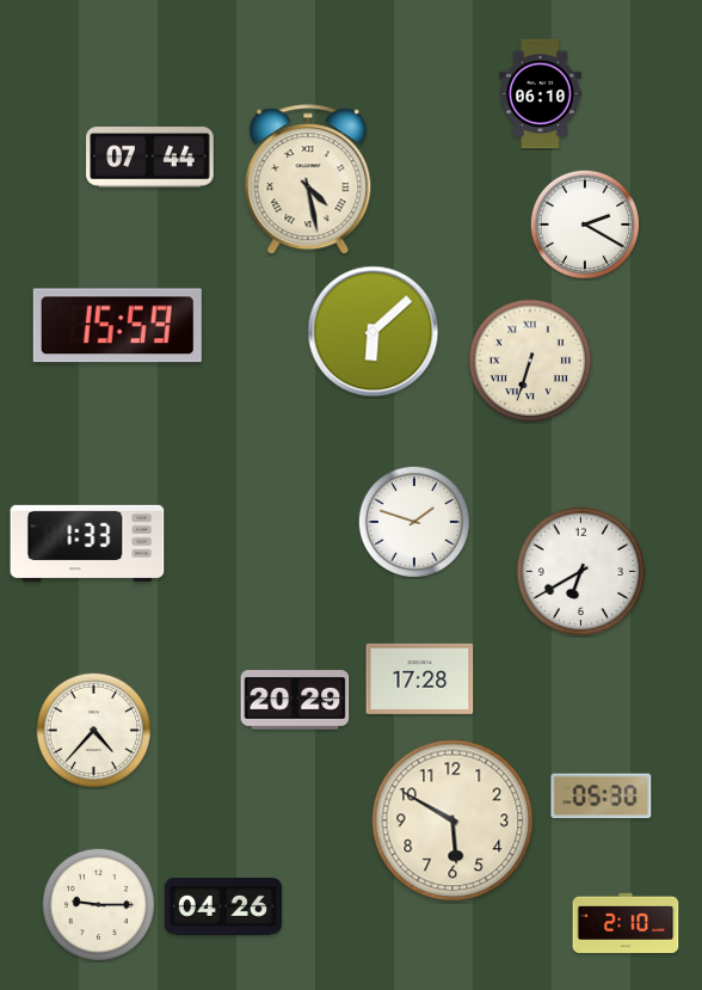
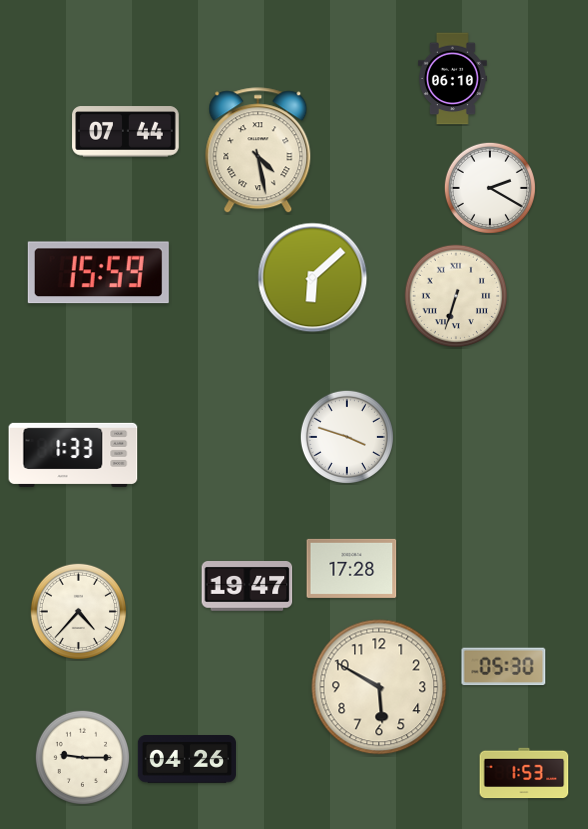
clock at (530, 361) position: (530, 361) -> (456, 296)
clock at (414, 522): 1:48 -> 3:48
clock at (581, 572): 6:40 -> none
clock at (295, 701): 20:29 -> 19:47
clock at (626, 923): 2:10 -> 1:53
